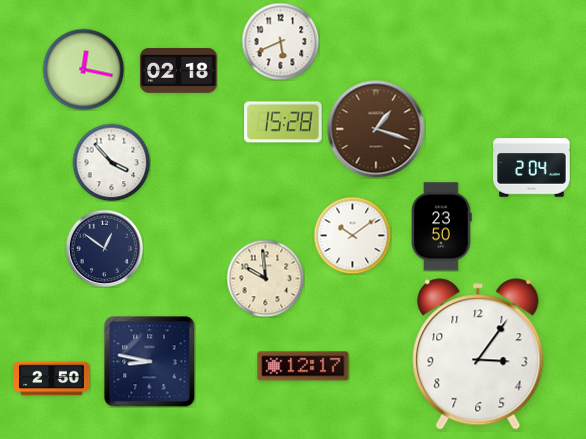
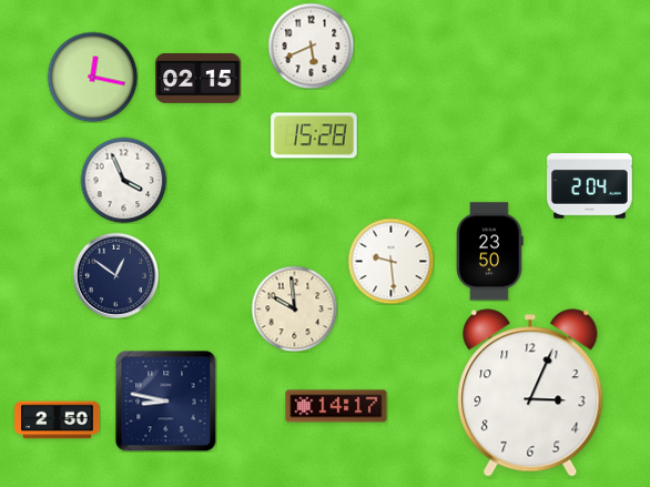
clock at (179, 70): 02:18 -> 02:15
clock at (376, 129): 1:18 -> none
clock at (111, 162): 3:53 -> 3:56
clock at (352, 235): 10:09 -> 9:29
clock at (478, 354): 3:06 -> 3:04
clock at (303, 366): 12:17 -> 14:17
